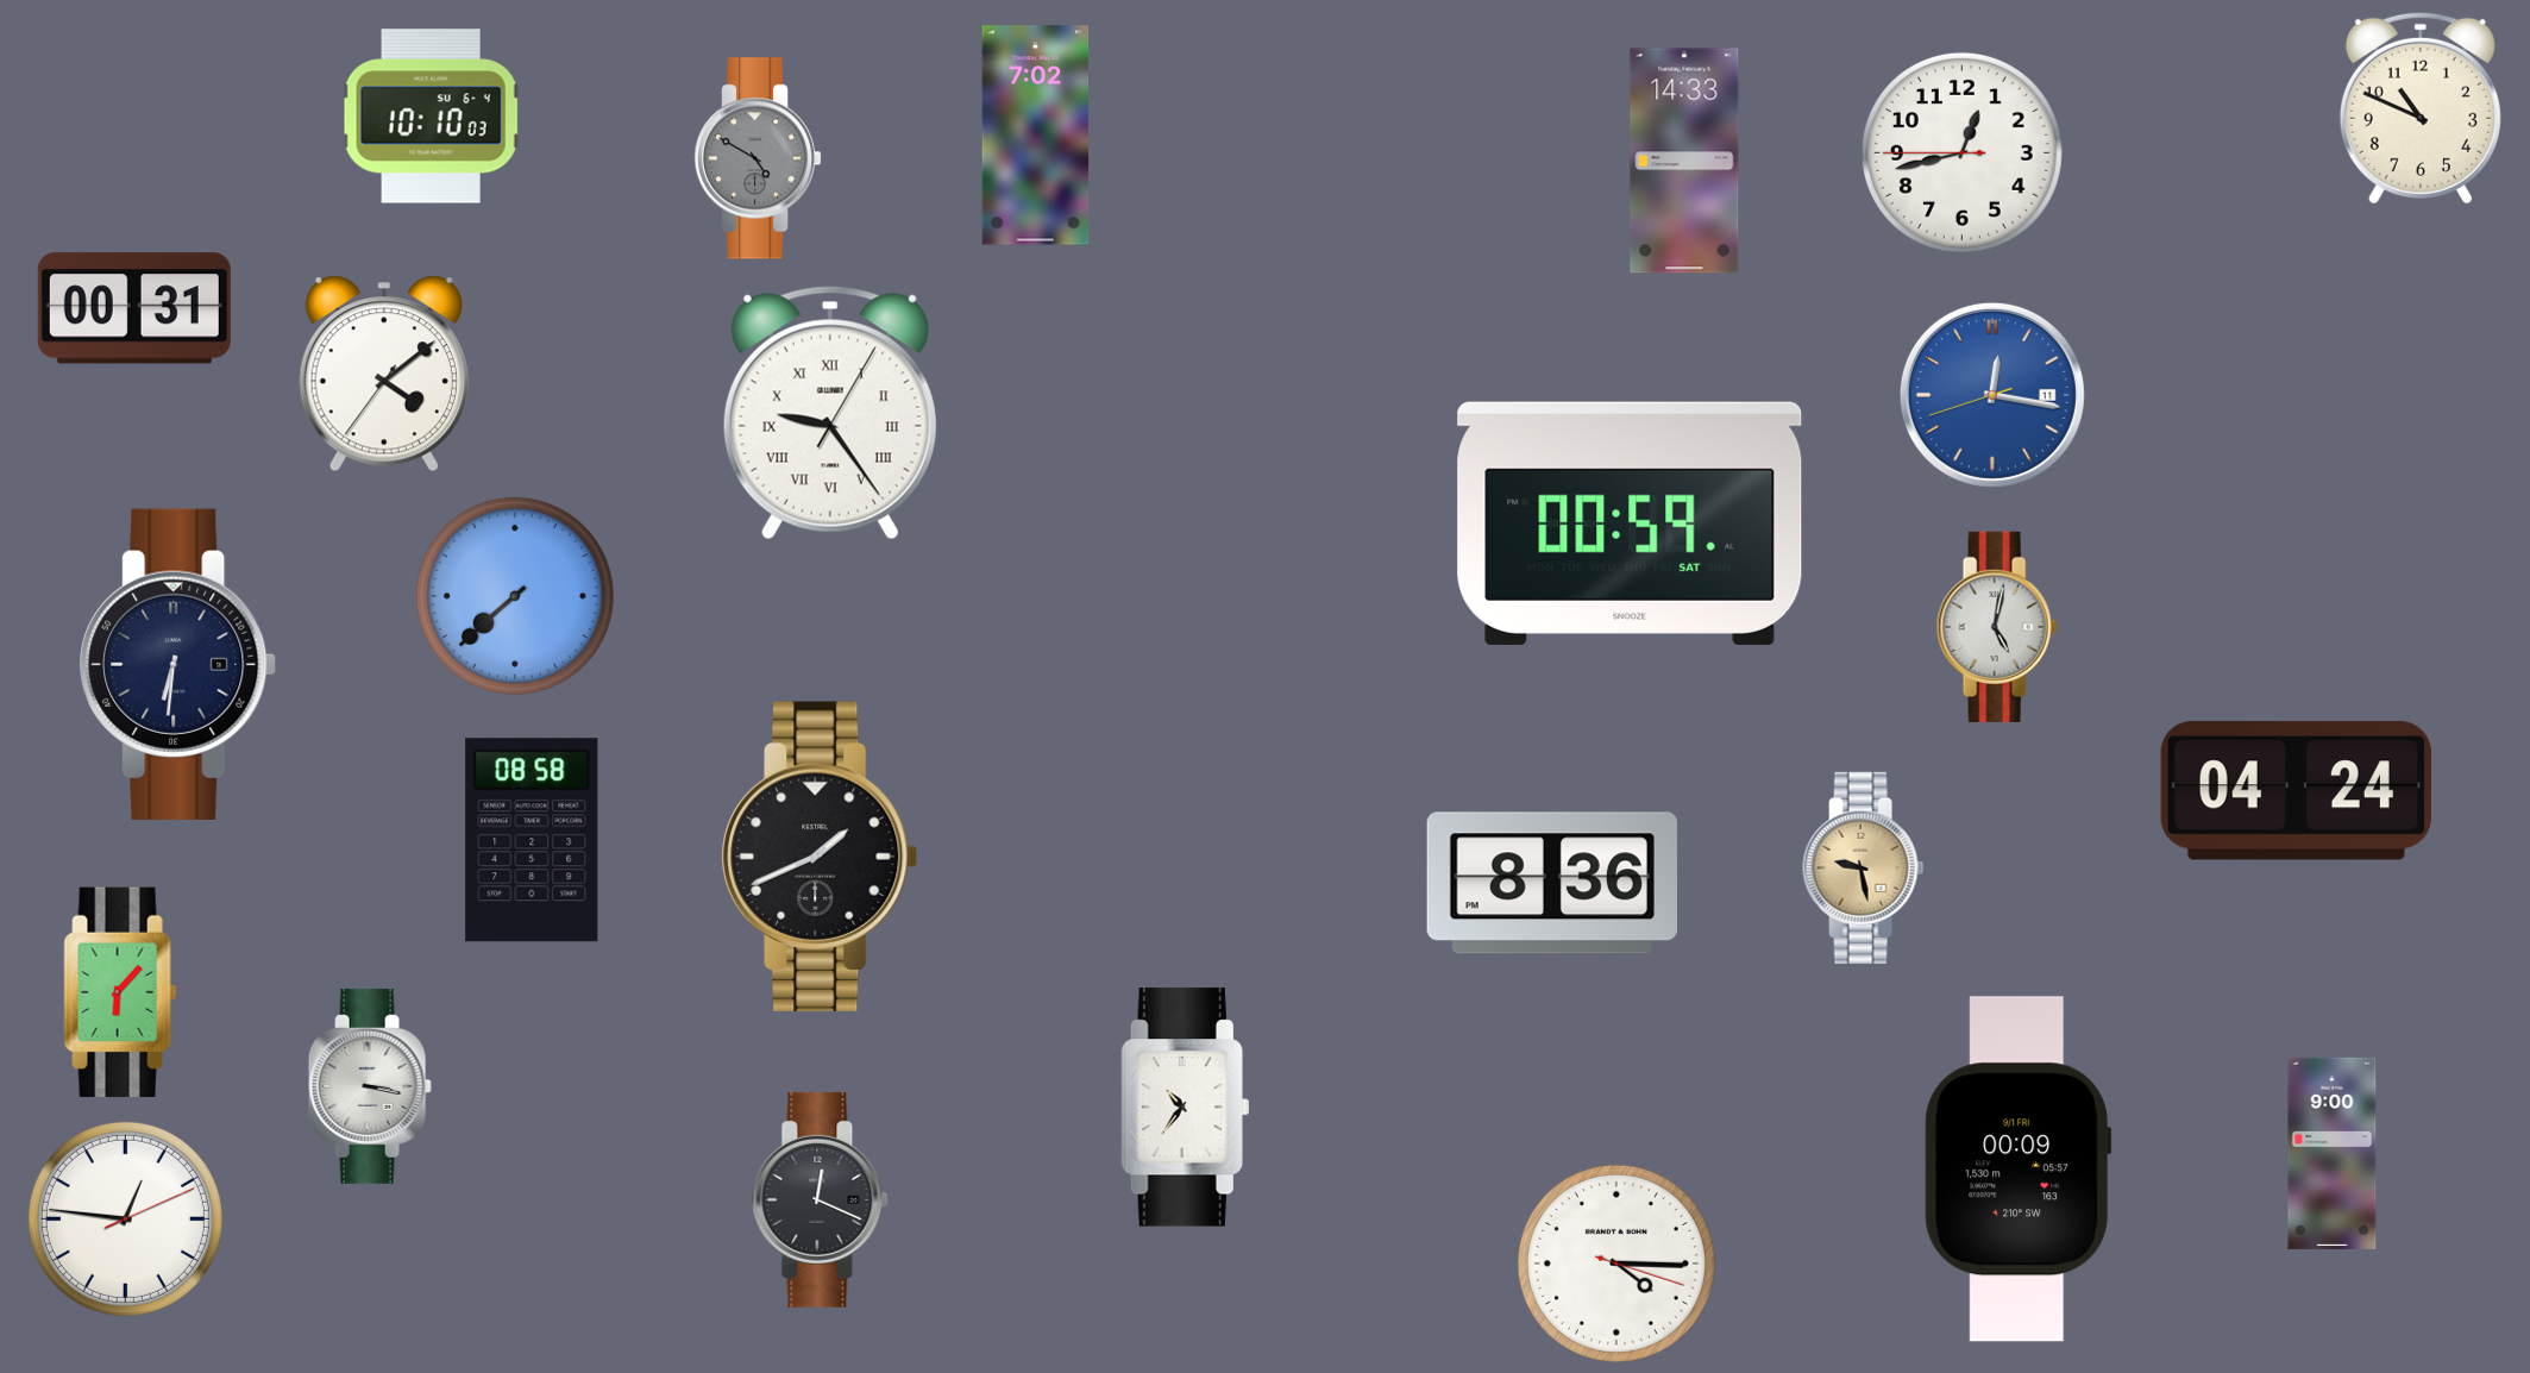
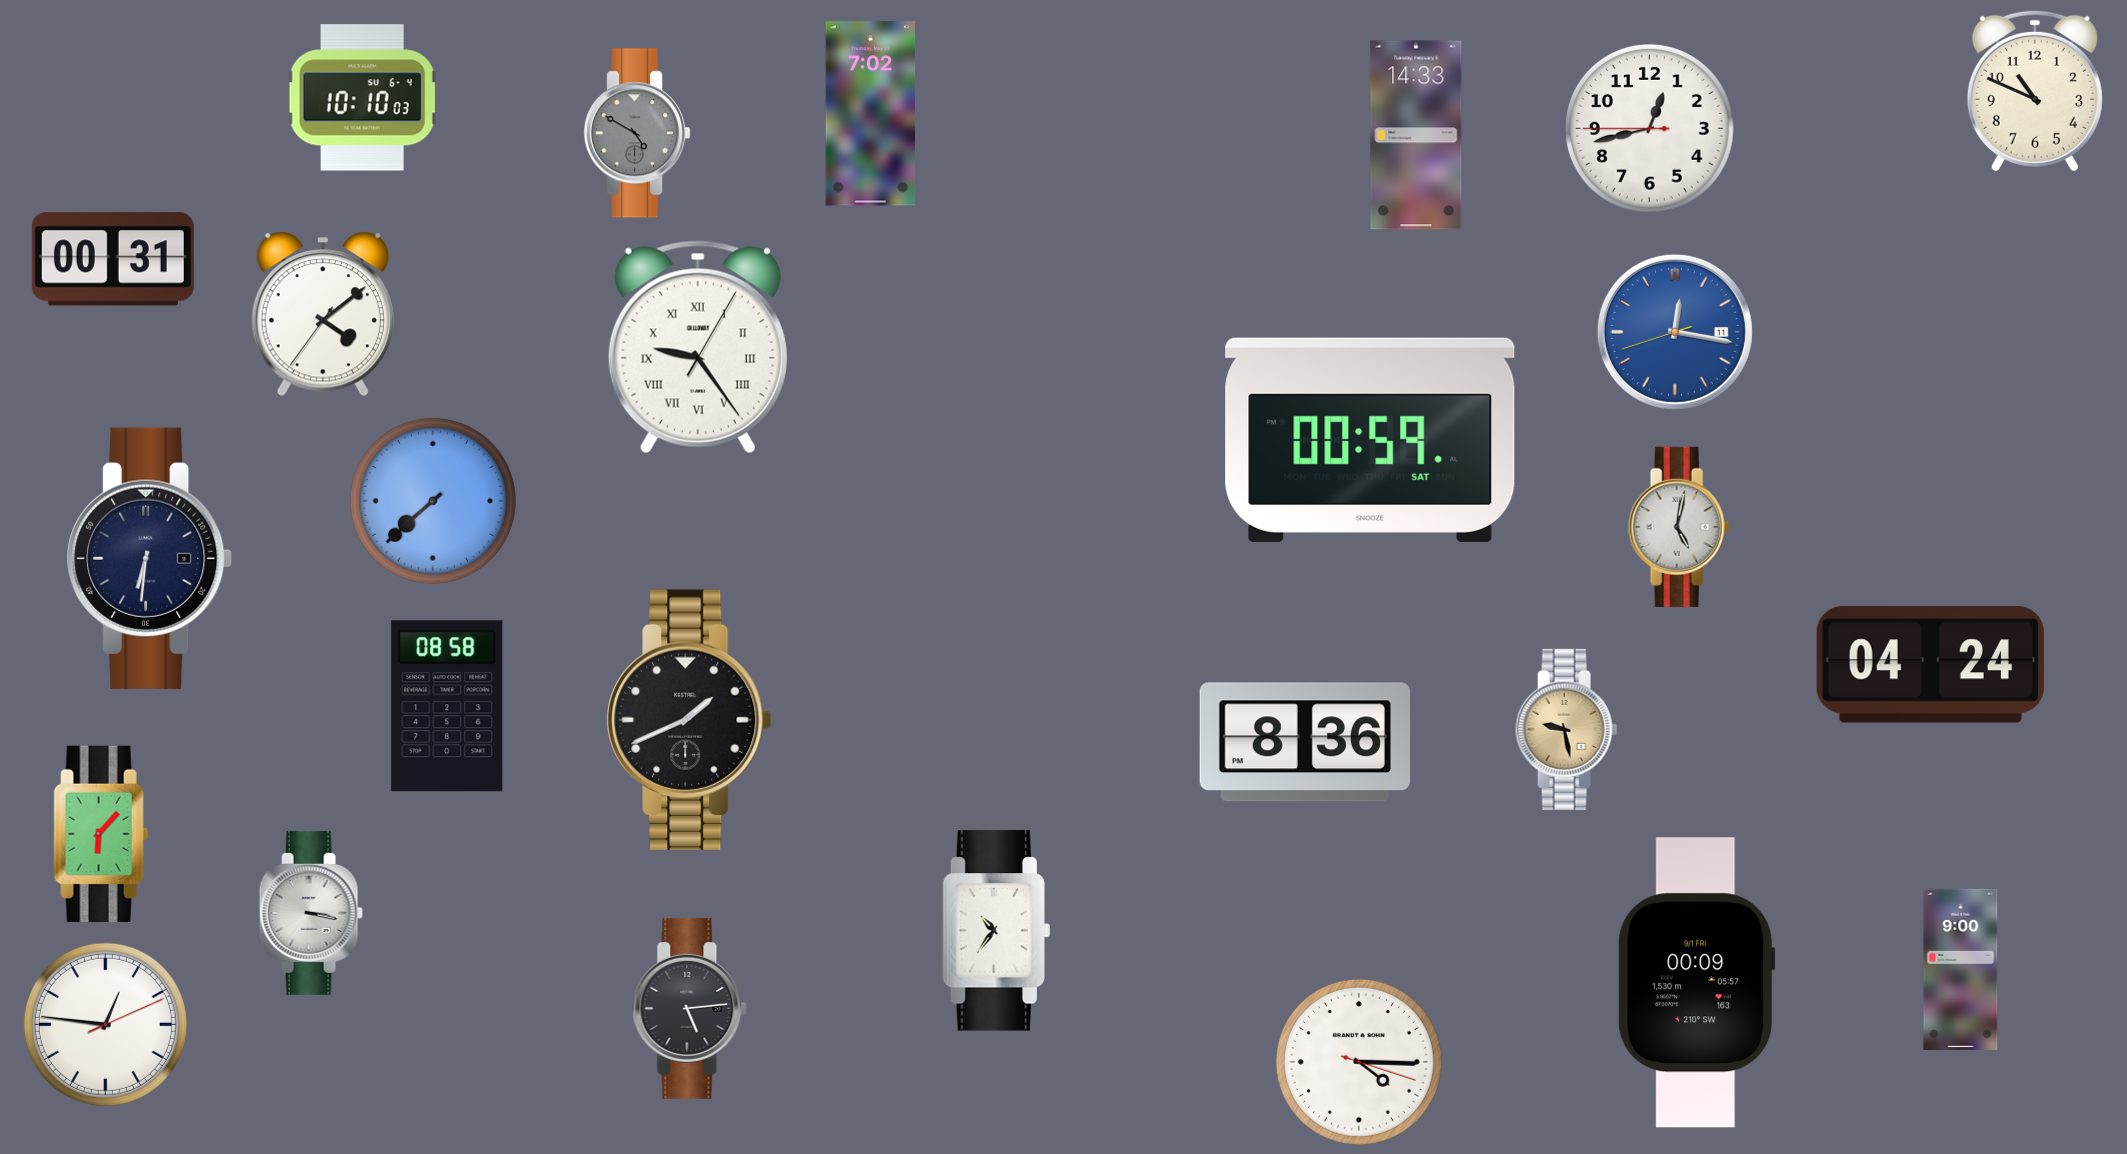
clock at (821, 1199): 12:19 -> 5:14
